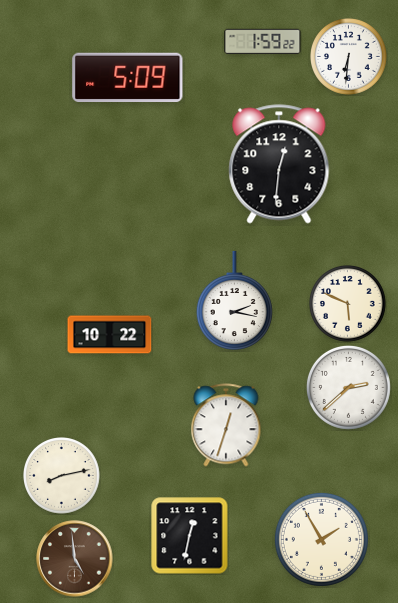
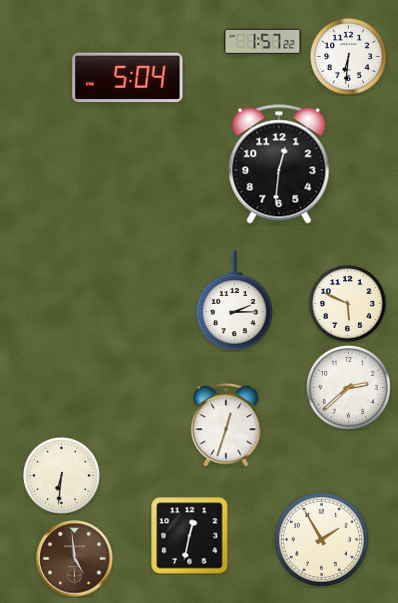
clock at (263, 41): 1:59 -> 1:57
clock at (128, 77): 5:09 -> 5:04
clock at (234, 300): 2:17 -> 2:15
clock at (110, 335): 10:22 -> none
clock at (62, 476): 8:13 -> 6:31
